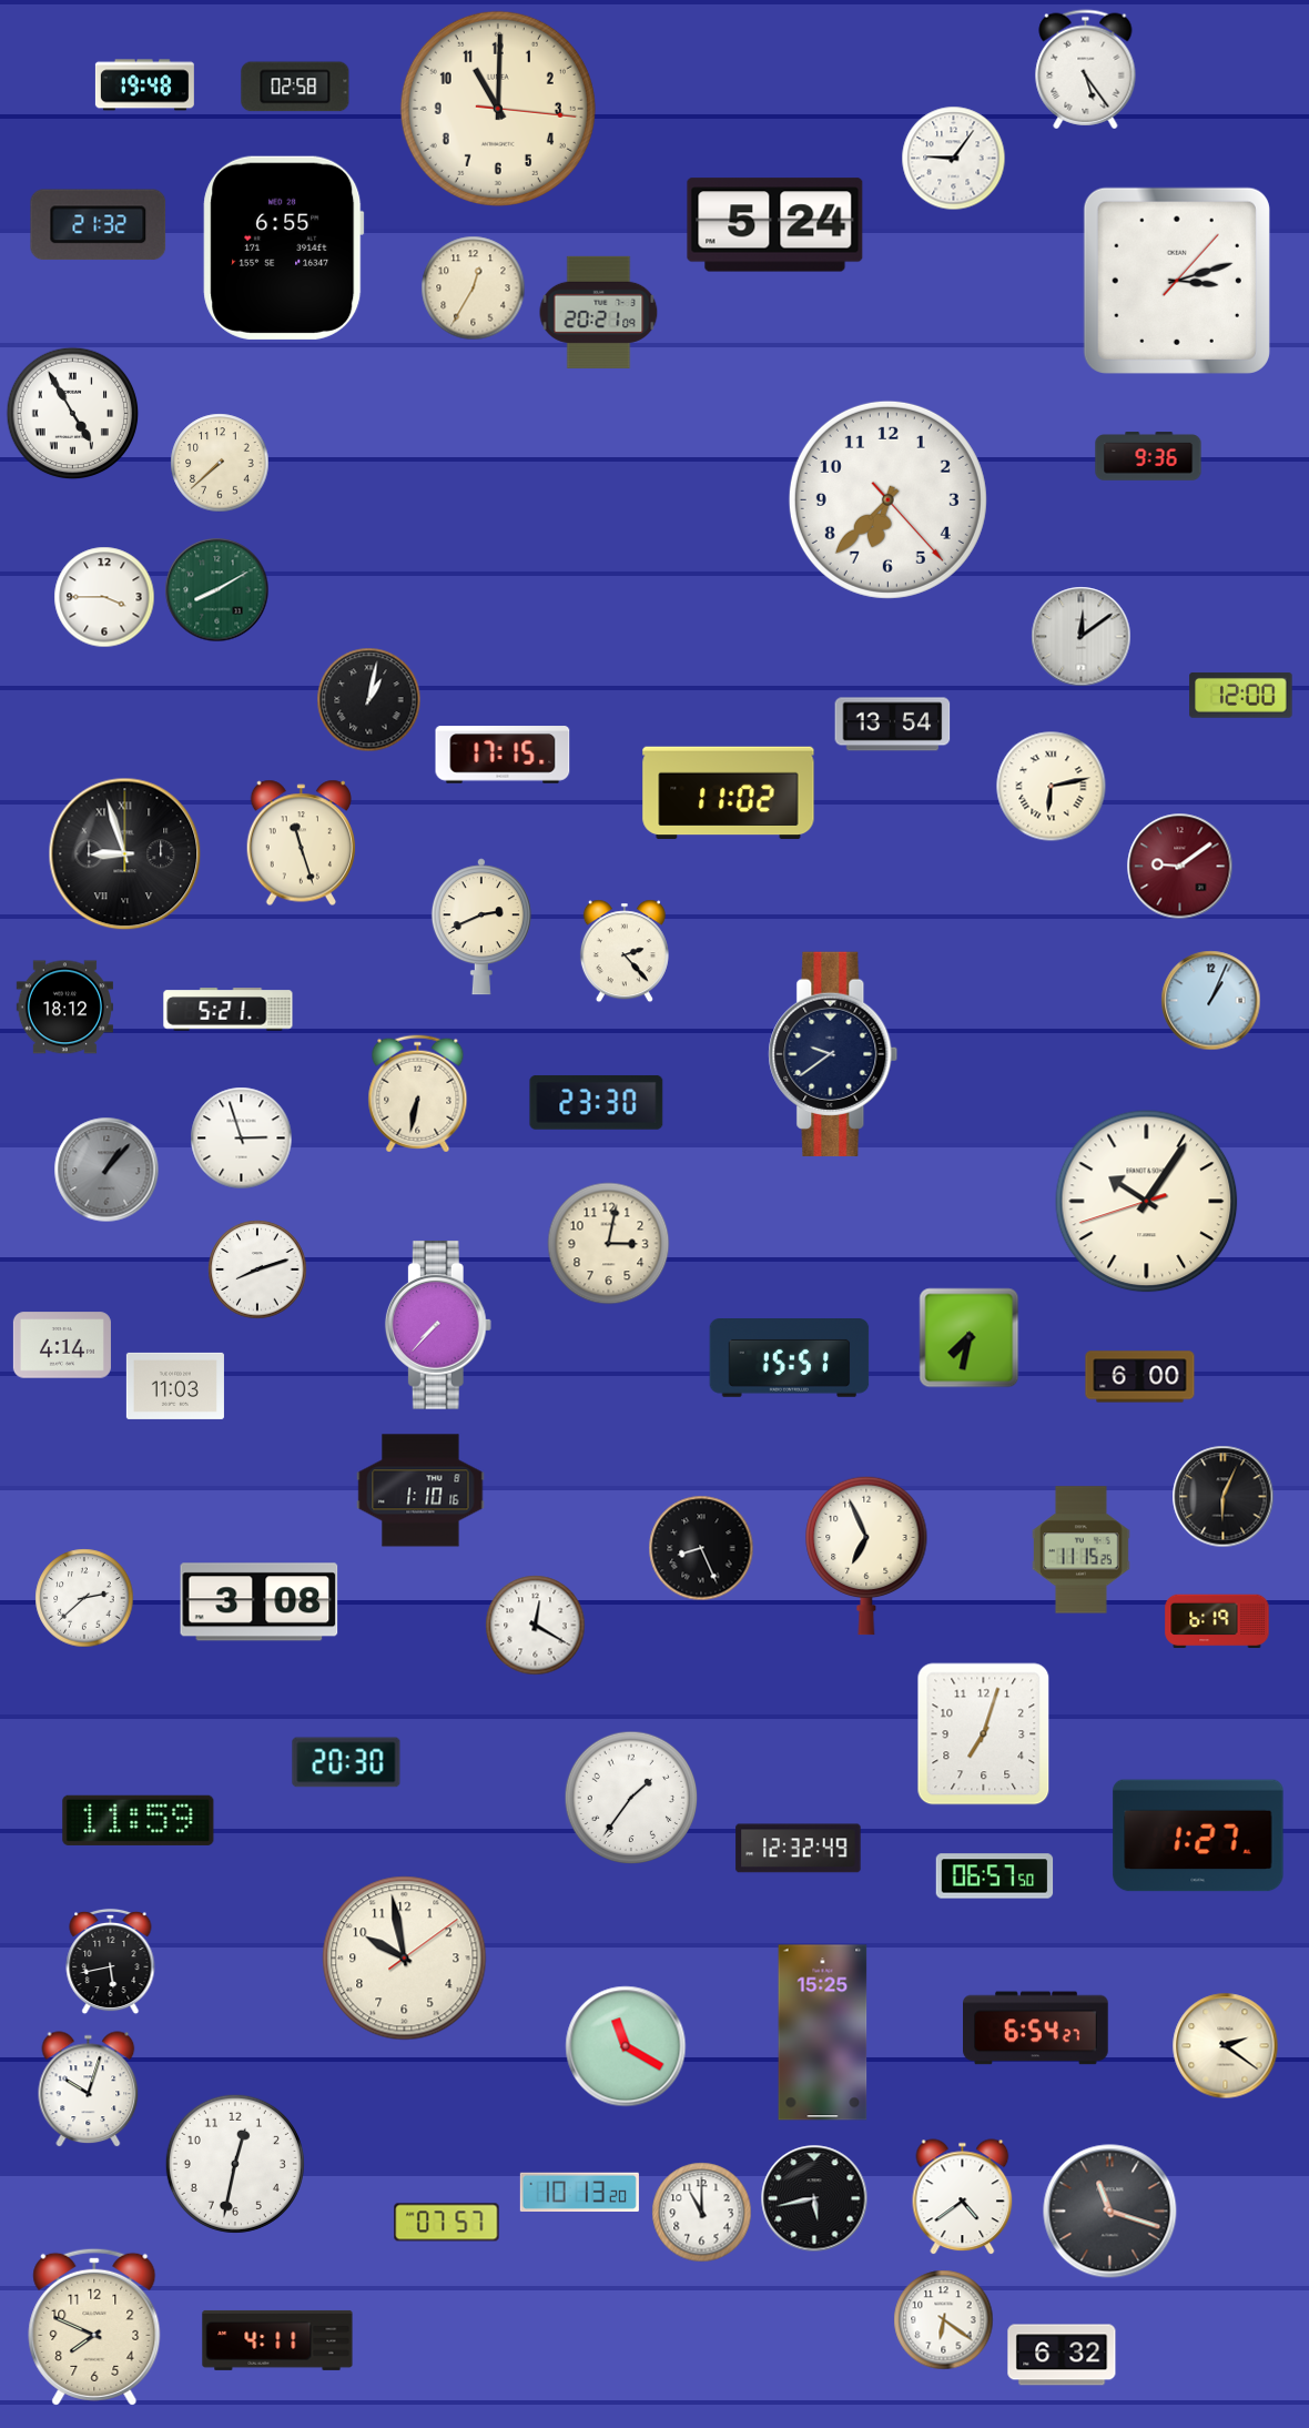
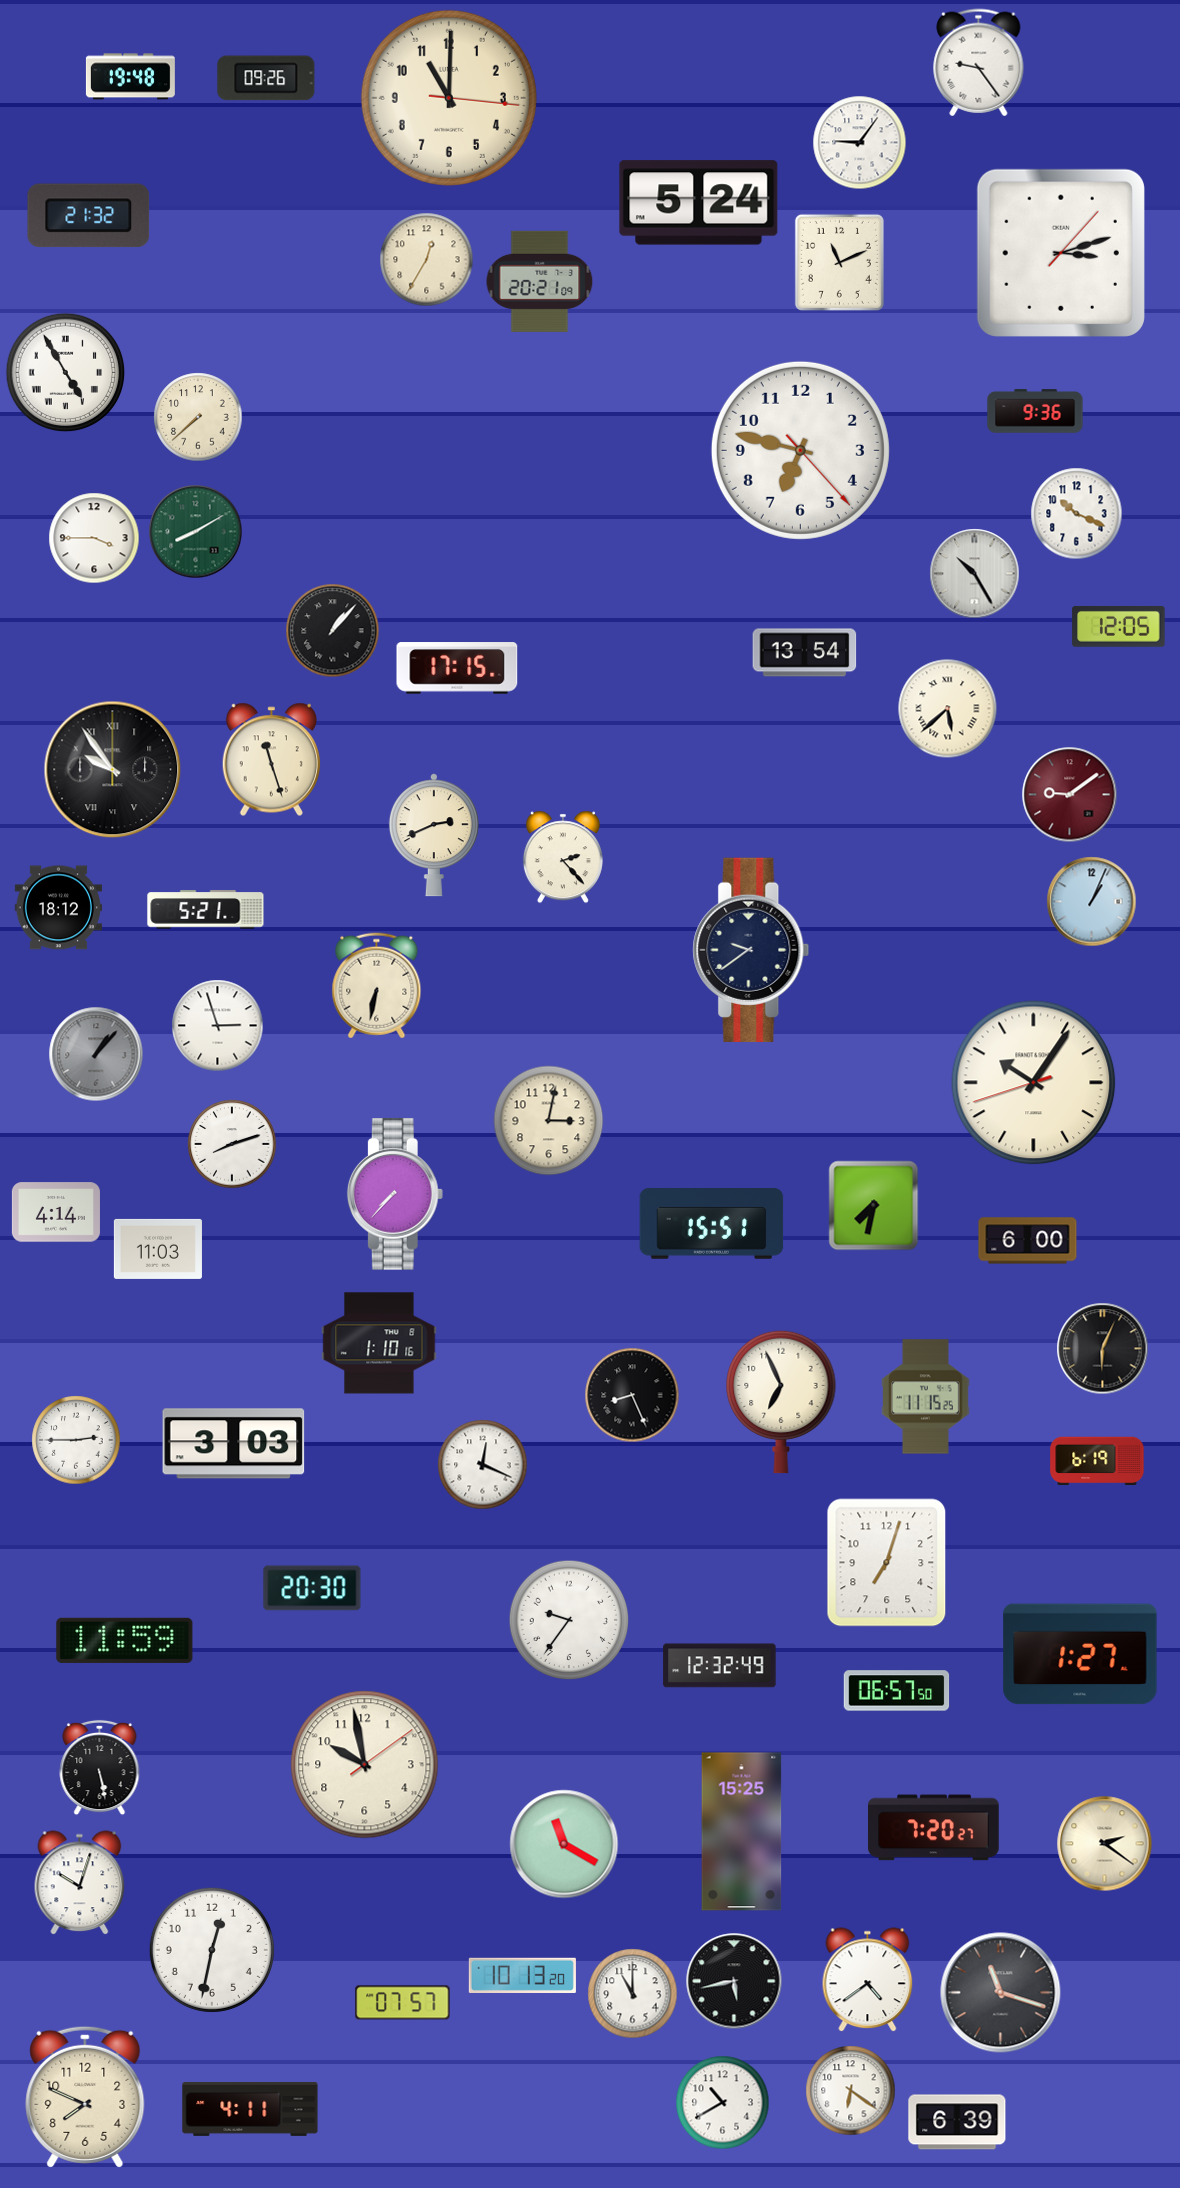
clock at (1086, 70): 5:24 -> 9:24
clock at (295, 87): 02:58 -> 09:26
clock at (99, 225) position: (99, 225) -> (89, 216)
clock at (284, 247): 6:55 -> none
clock at (839, 262): none -> 11:11
clock at (887, 499): 6:37 -> 6:47
clock at (1077, 514): none -> 10:19
clock at (1082, 637): 12:09 -> 10:25
clock at (1241, 695): 12:00 -> 12:05
clock at (369, 700): 1:02 -> 1:07
clock at (503, 755) position: (503, 755) -> (457, 668)
clock at (1052, 787): 6:13 -> 5:38
clock at (729, 793): 11:02 -> none
clock at (125, 854): 8:57 -> 9:54
clock at (1180, 867) position: (1180, 867) -> (1070, 795)
clock at (597, 1102): 23:30 -> none
clock at (1082, 1550) position: (1082, 1550) -> (926, 1397)
clock at (84, 1598): 2:38 -> 2:45
clock at (260, 1602): 3:08 -> 3:03
clock at (536, 1626): 12:20 -> 12:19
clock at (631, 1798): 1:36 -> 9:36
clock at (111, 1962): 5:43 -> 5:28
clock at (1036, 2029): 6:54 -> 7:20
clock at (723, 2103): none -> 10:40
clock at (1062, 2355): 6:32 -> 6:39
